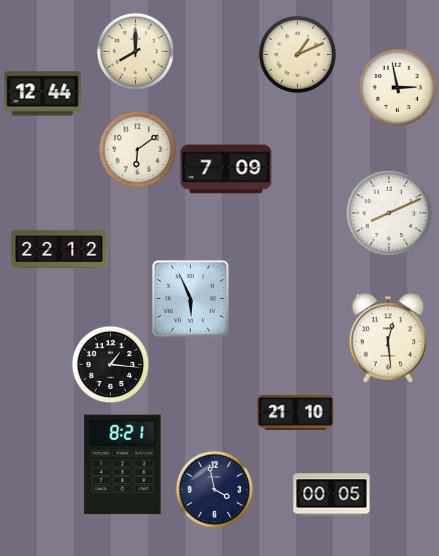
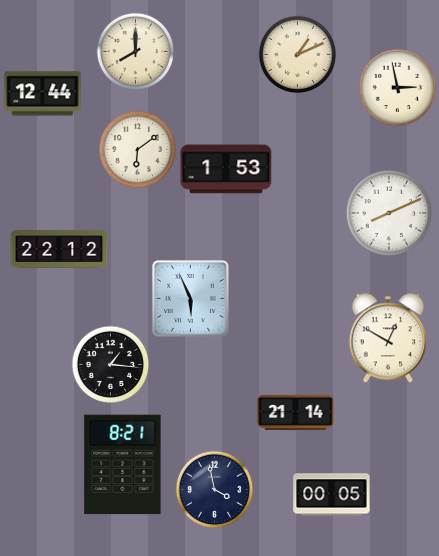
clock at (226, 169): 7:09 -> 1:53
clock at (388, 338): 12:29 -> 12:50
clock at (296, 412): 21:10 -> 21:14
